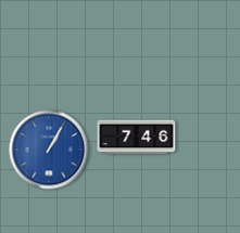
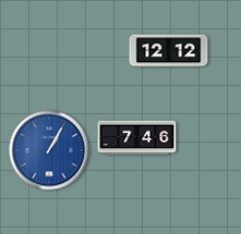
clock at (169, 51): none -> 12:12
